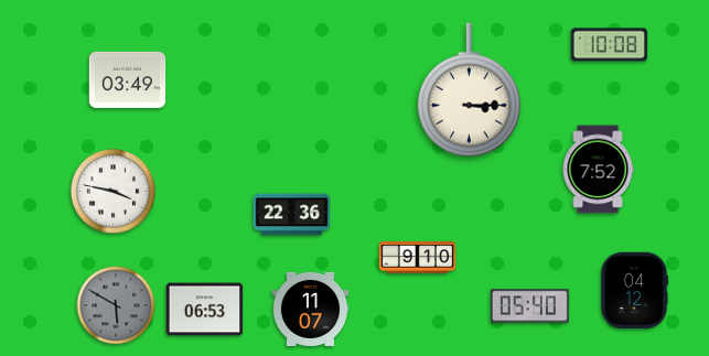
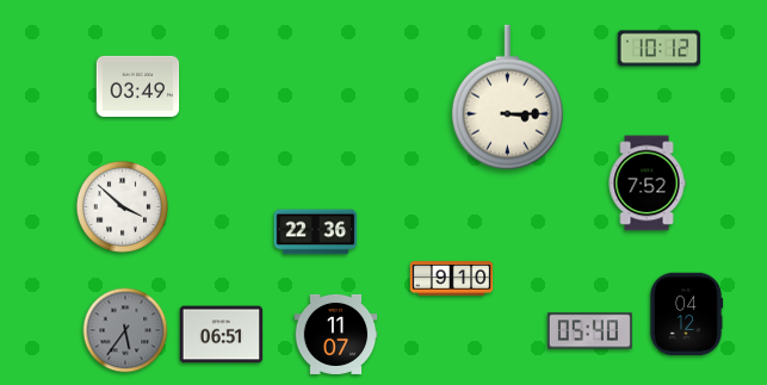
clock at (610, 45): 10:08 -> 10:12
clock at (112, 191): 3:47 -> 3:52
clock at (116, 305): 5:50 -> 5:36
clock at (529, 306) position: (529, 306) -> (589, 331)
clock at (205, 310): 06:53 -> 06:51
